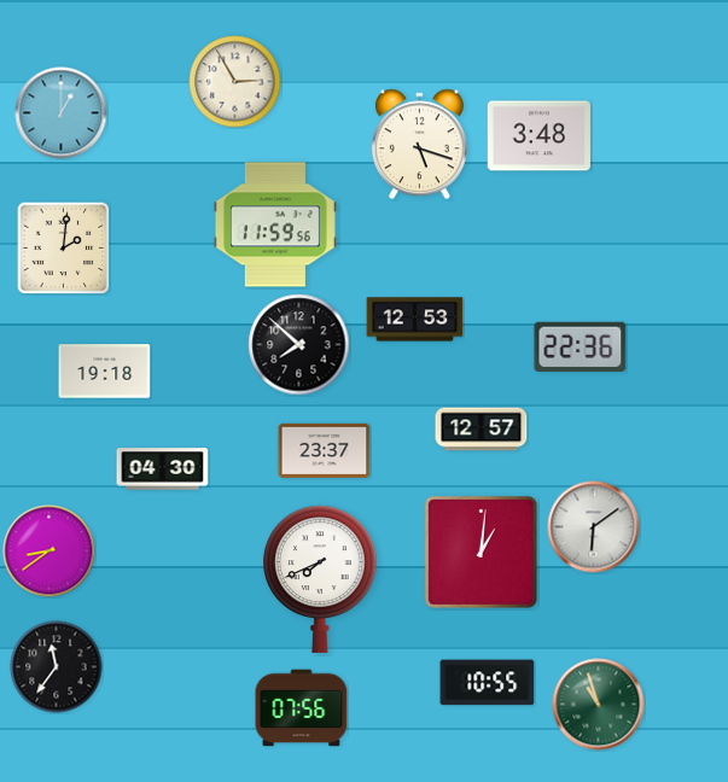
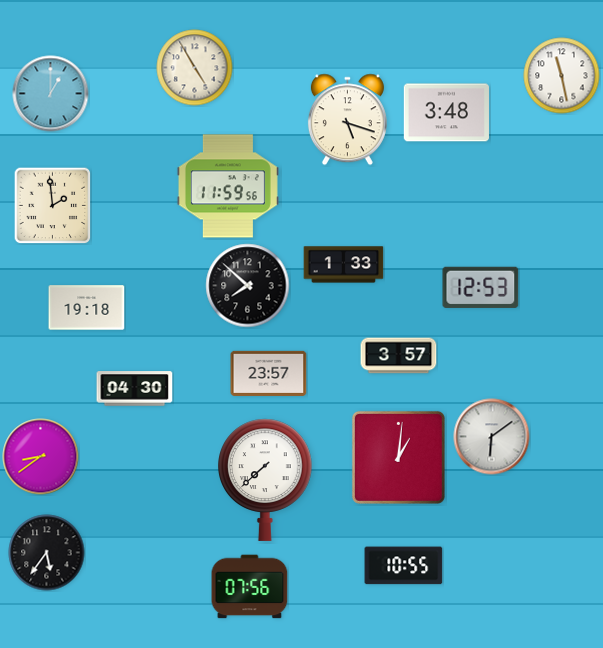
clock at (235, 82): 2:55 -> 4:55
clock at (562, 76): none -> 11:28
clock at (63, 247): 2:01 -> 1:59
clock at (415, 320): 12:53 -> 1:33
clock at (581, 346): 22:36 -> 12:53
clock at (482, 430): 12:57 -> 3:57
clock at (325, 450): 23:37 -> 23:57
clock at (321, 579): 7:41 -> 7:38
clock at (57, 667): 11:36 -> 5:36
clock at (599, 705): 10:57 -> none
